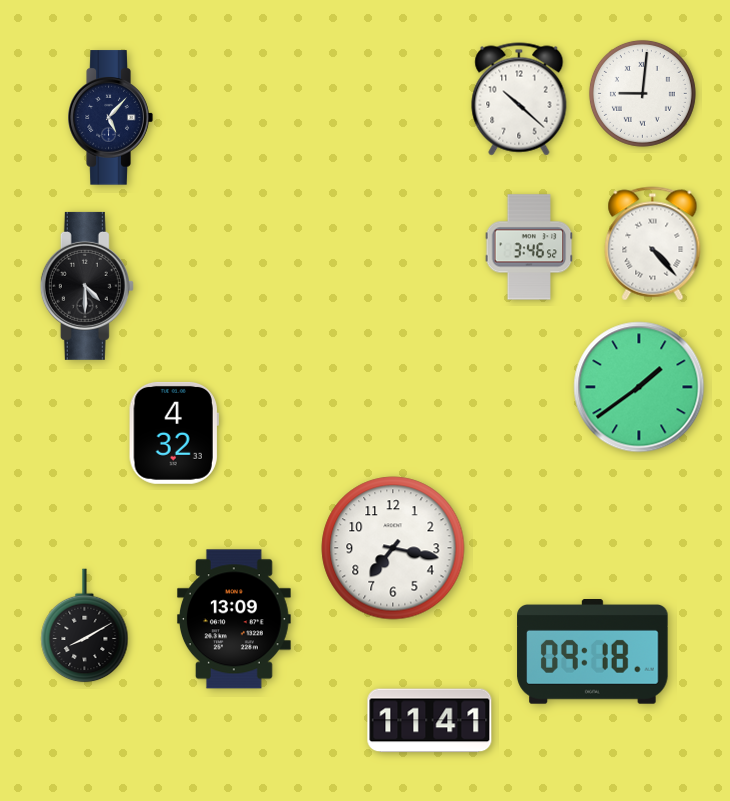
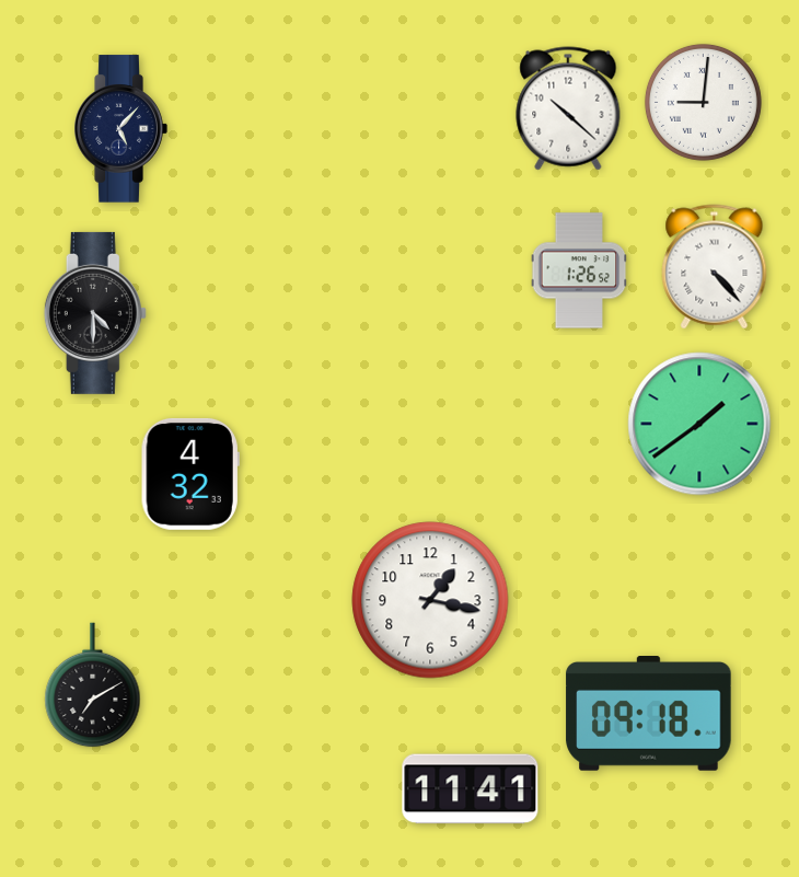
clock at (529, 247): 3:46 -> 1:26
clock at (393, 548): 7:17 -> 1:17
clock at (234, 619): 13:09 -> none
clock at (85, 626): 8:10 -> 7:10
